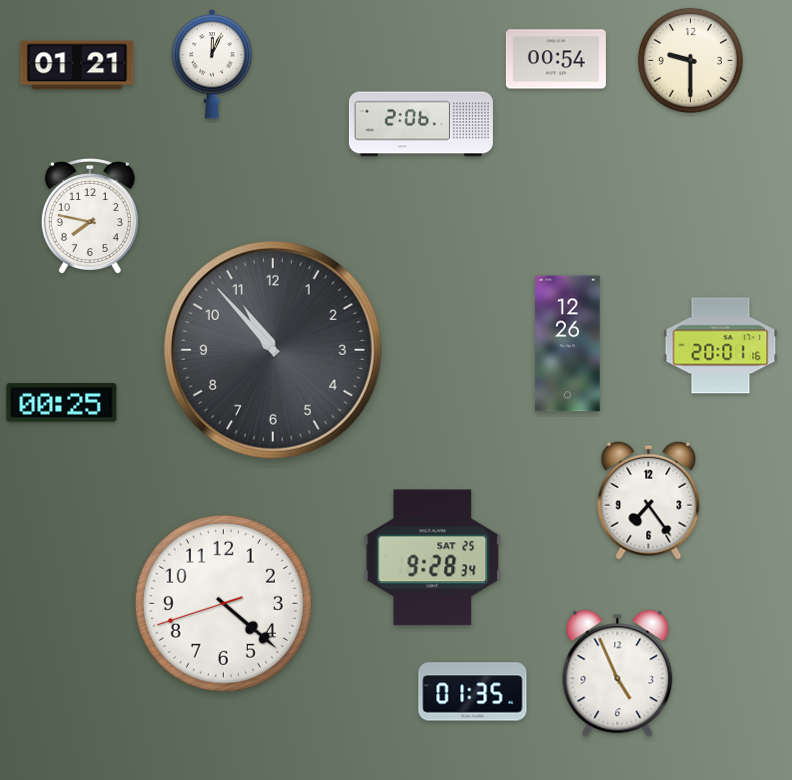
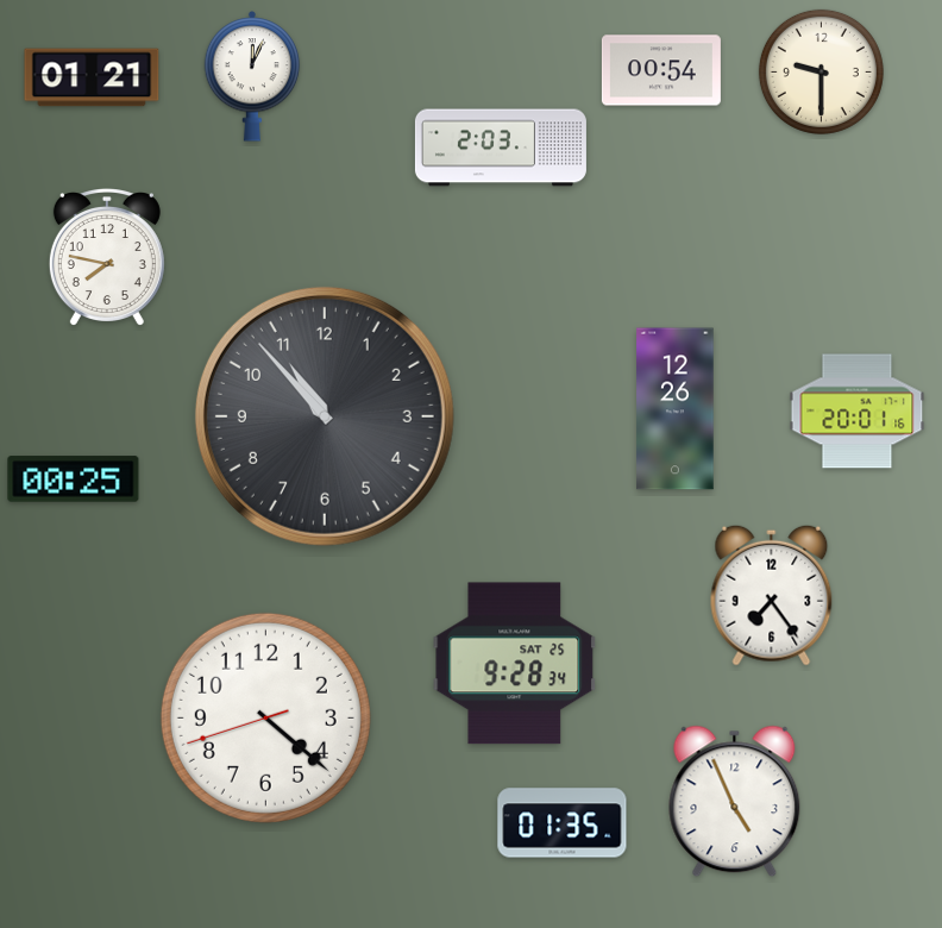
clock at (421, 124): 2:06 -> 2:03
